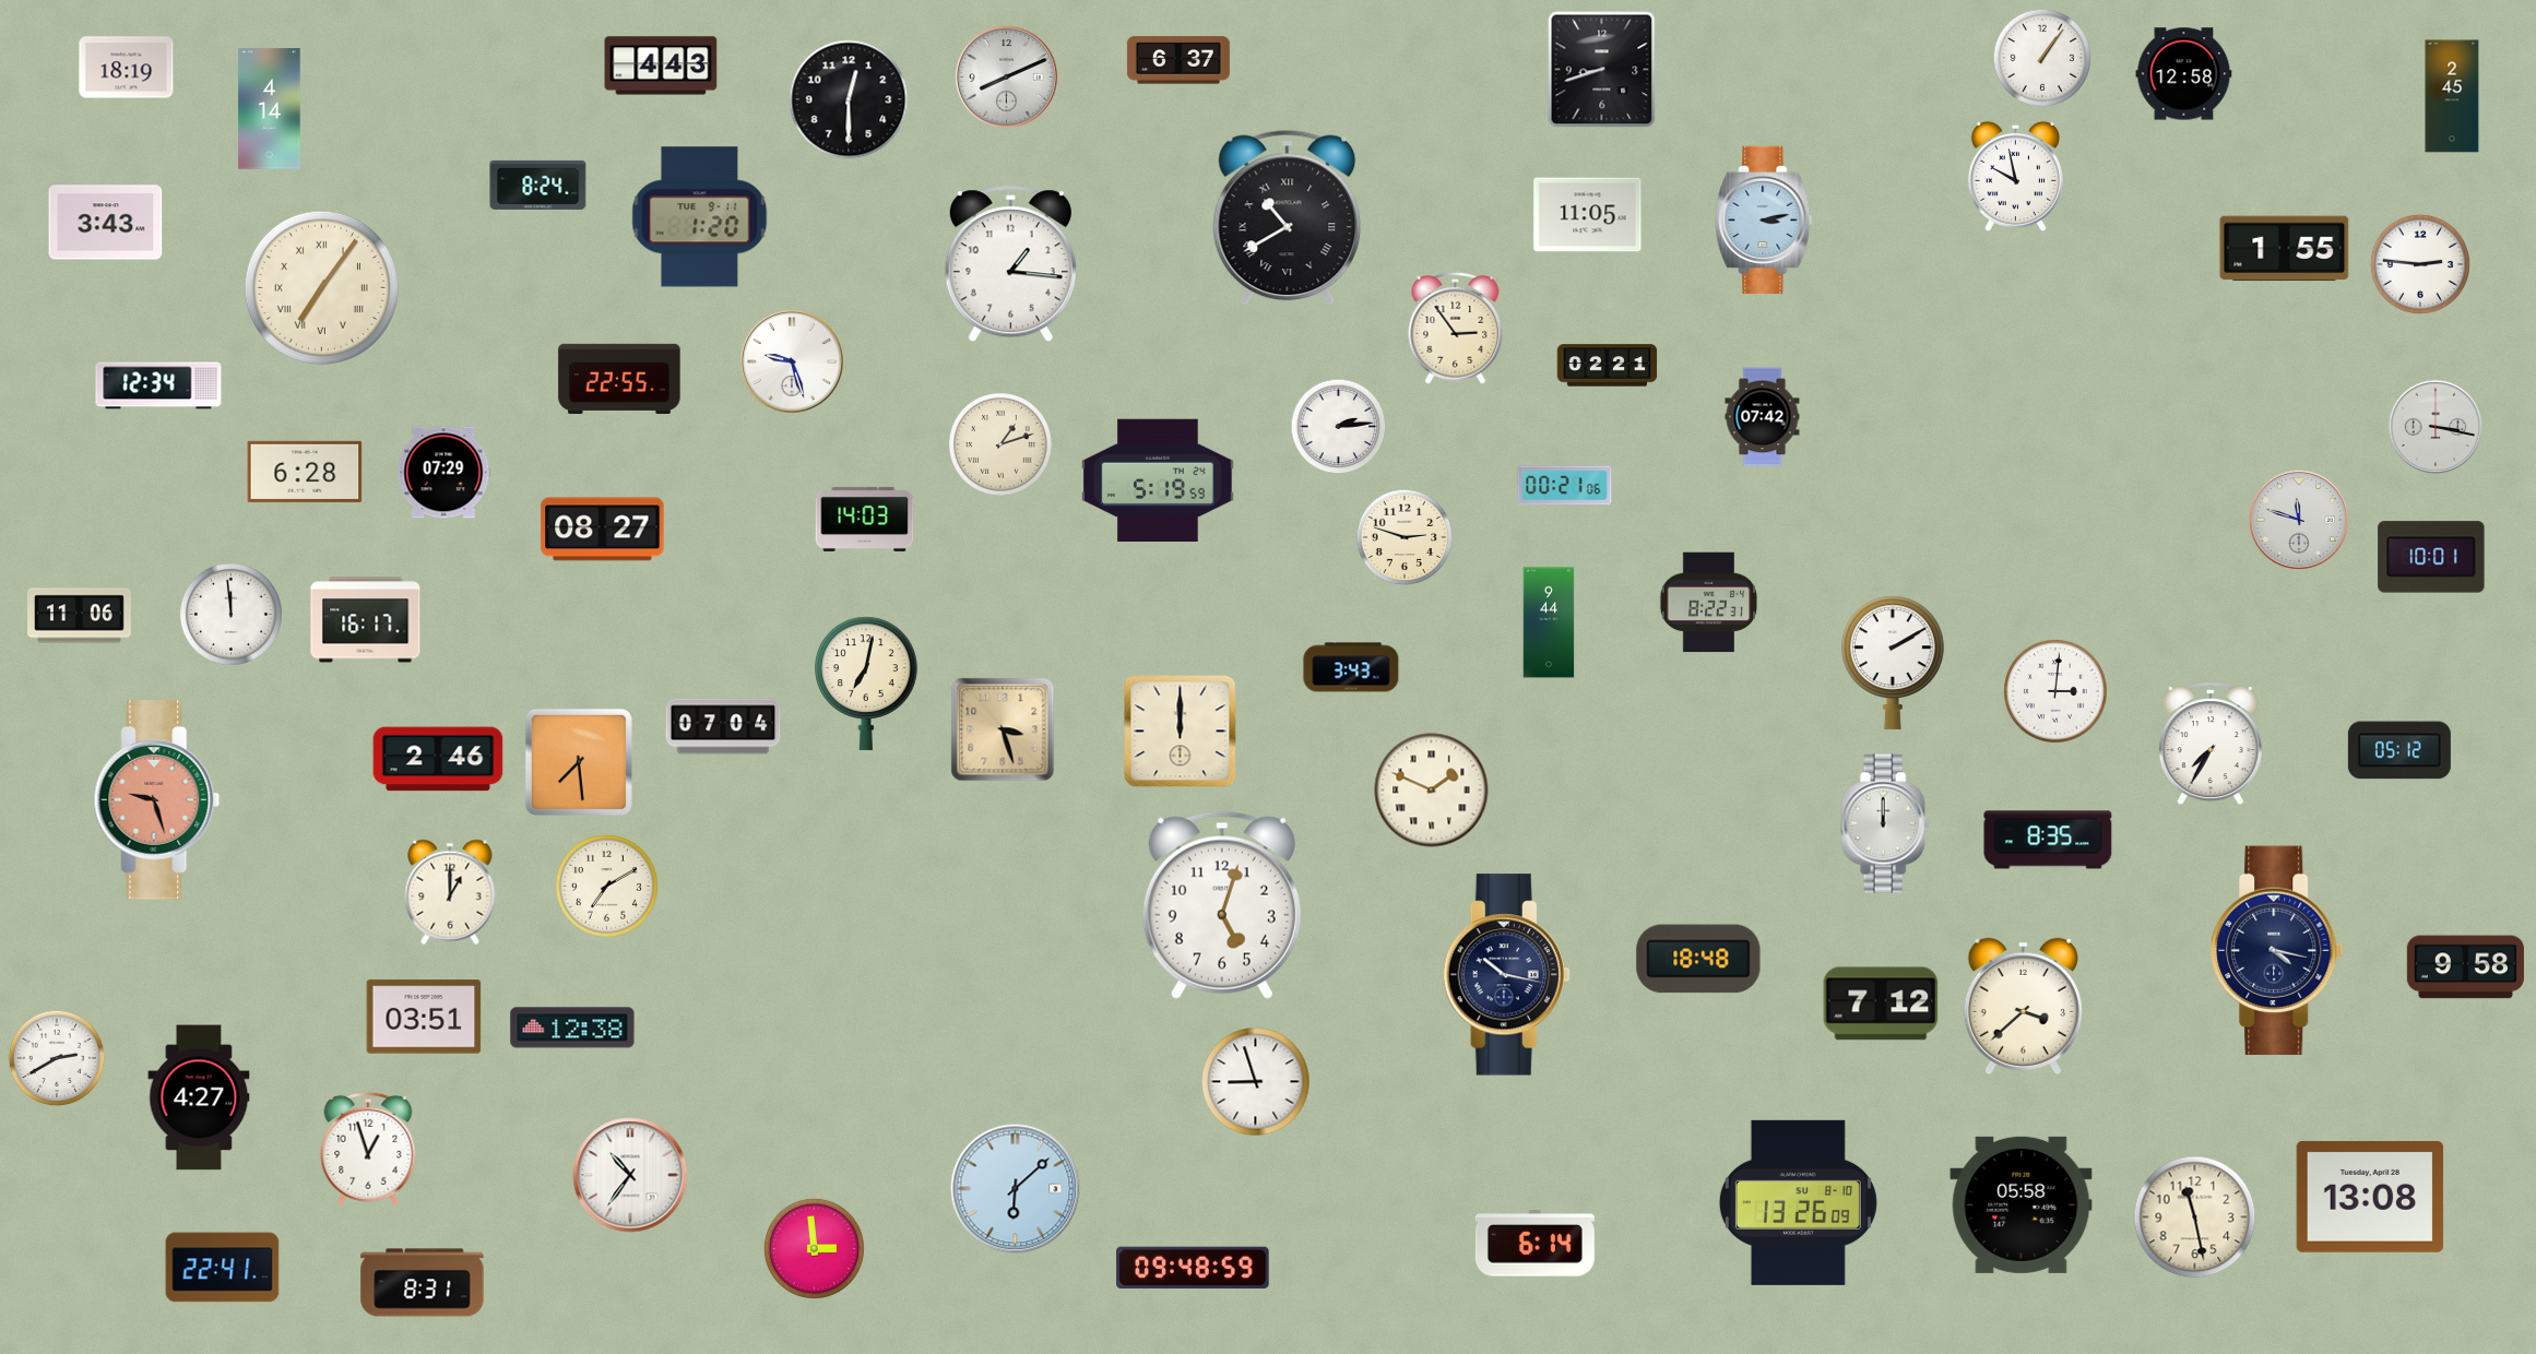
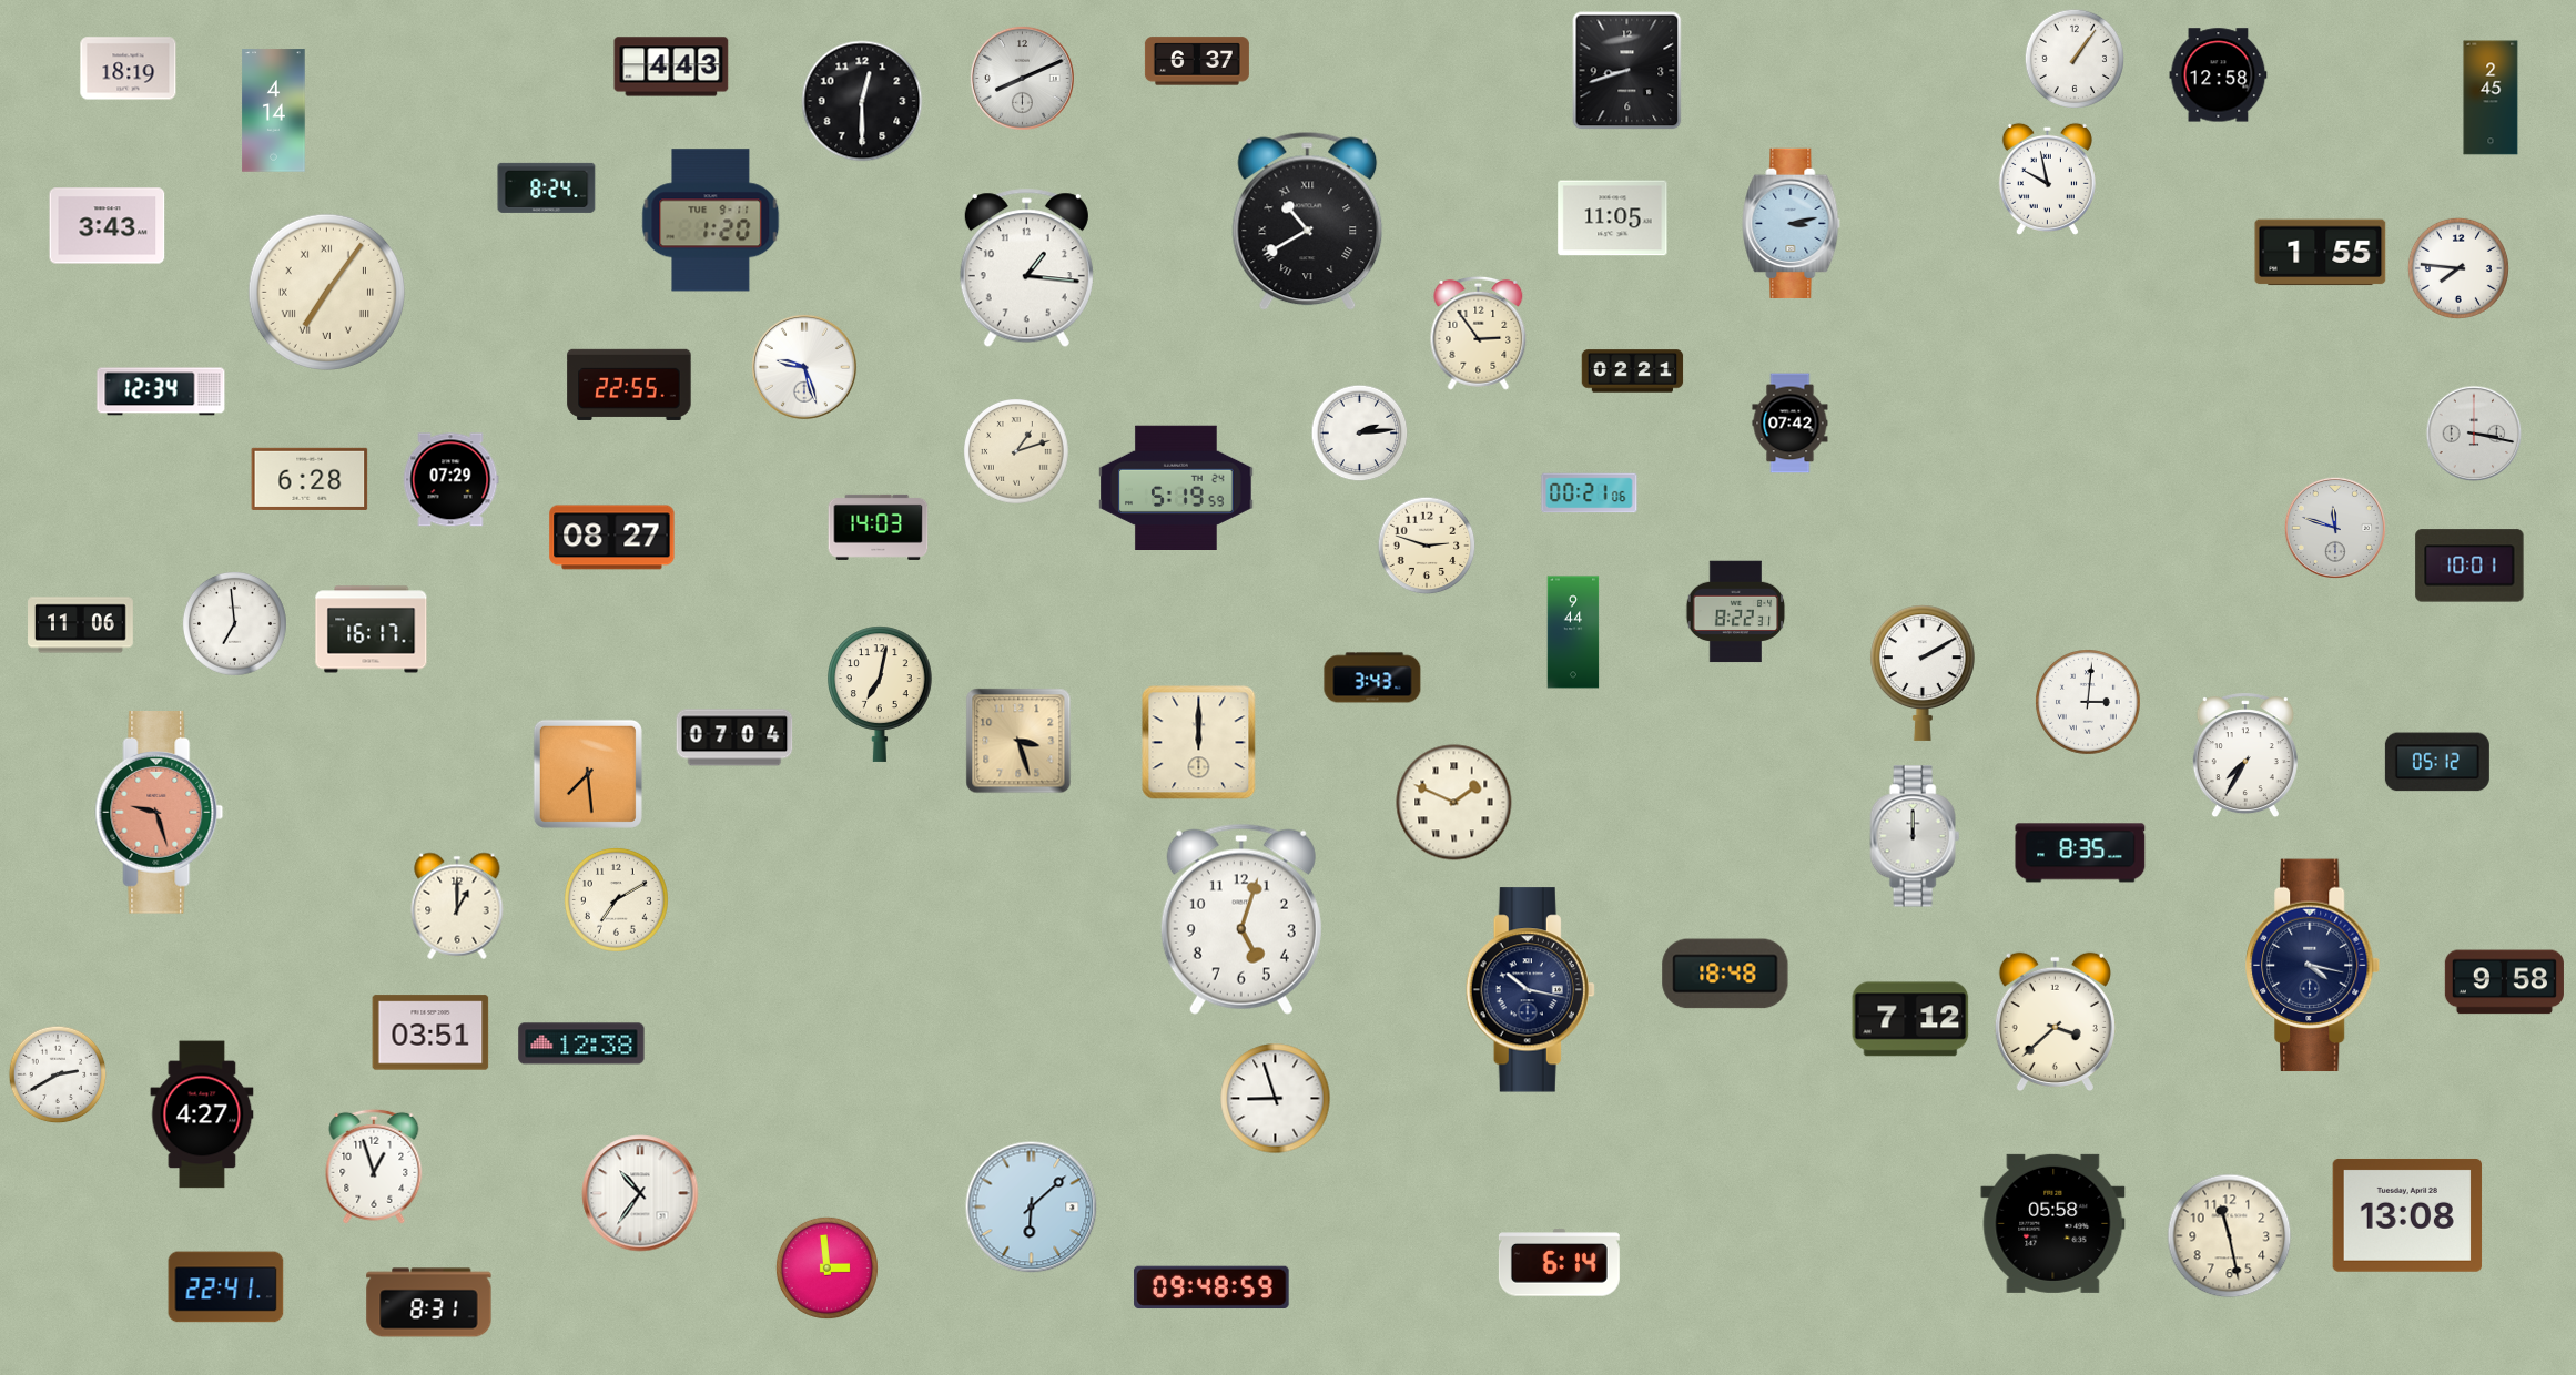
clock at (2420, 264): 2:46 -> 7:46
clock at (230, 614): 11:59 -> 6:59
clock at (438, 759): 2:46 -> none
clock at (1798, 1202): 13:26 -> none
